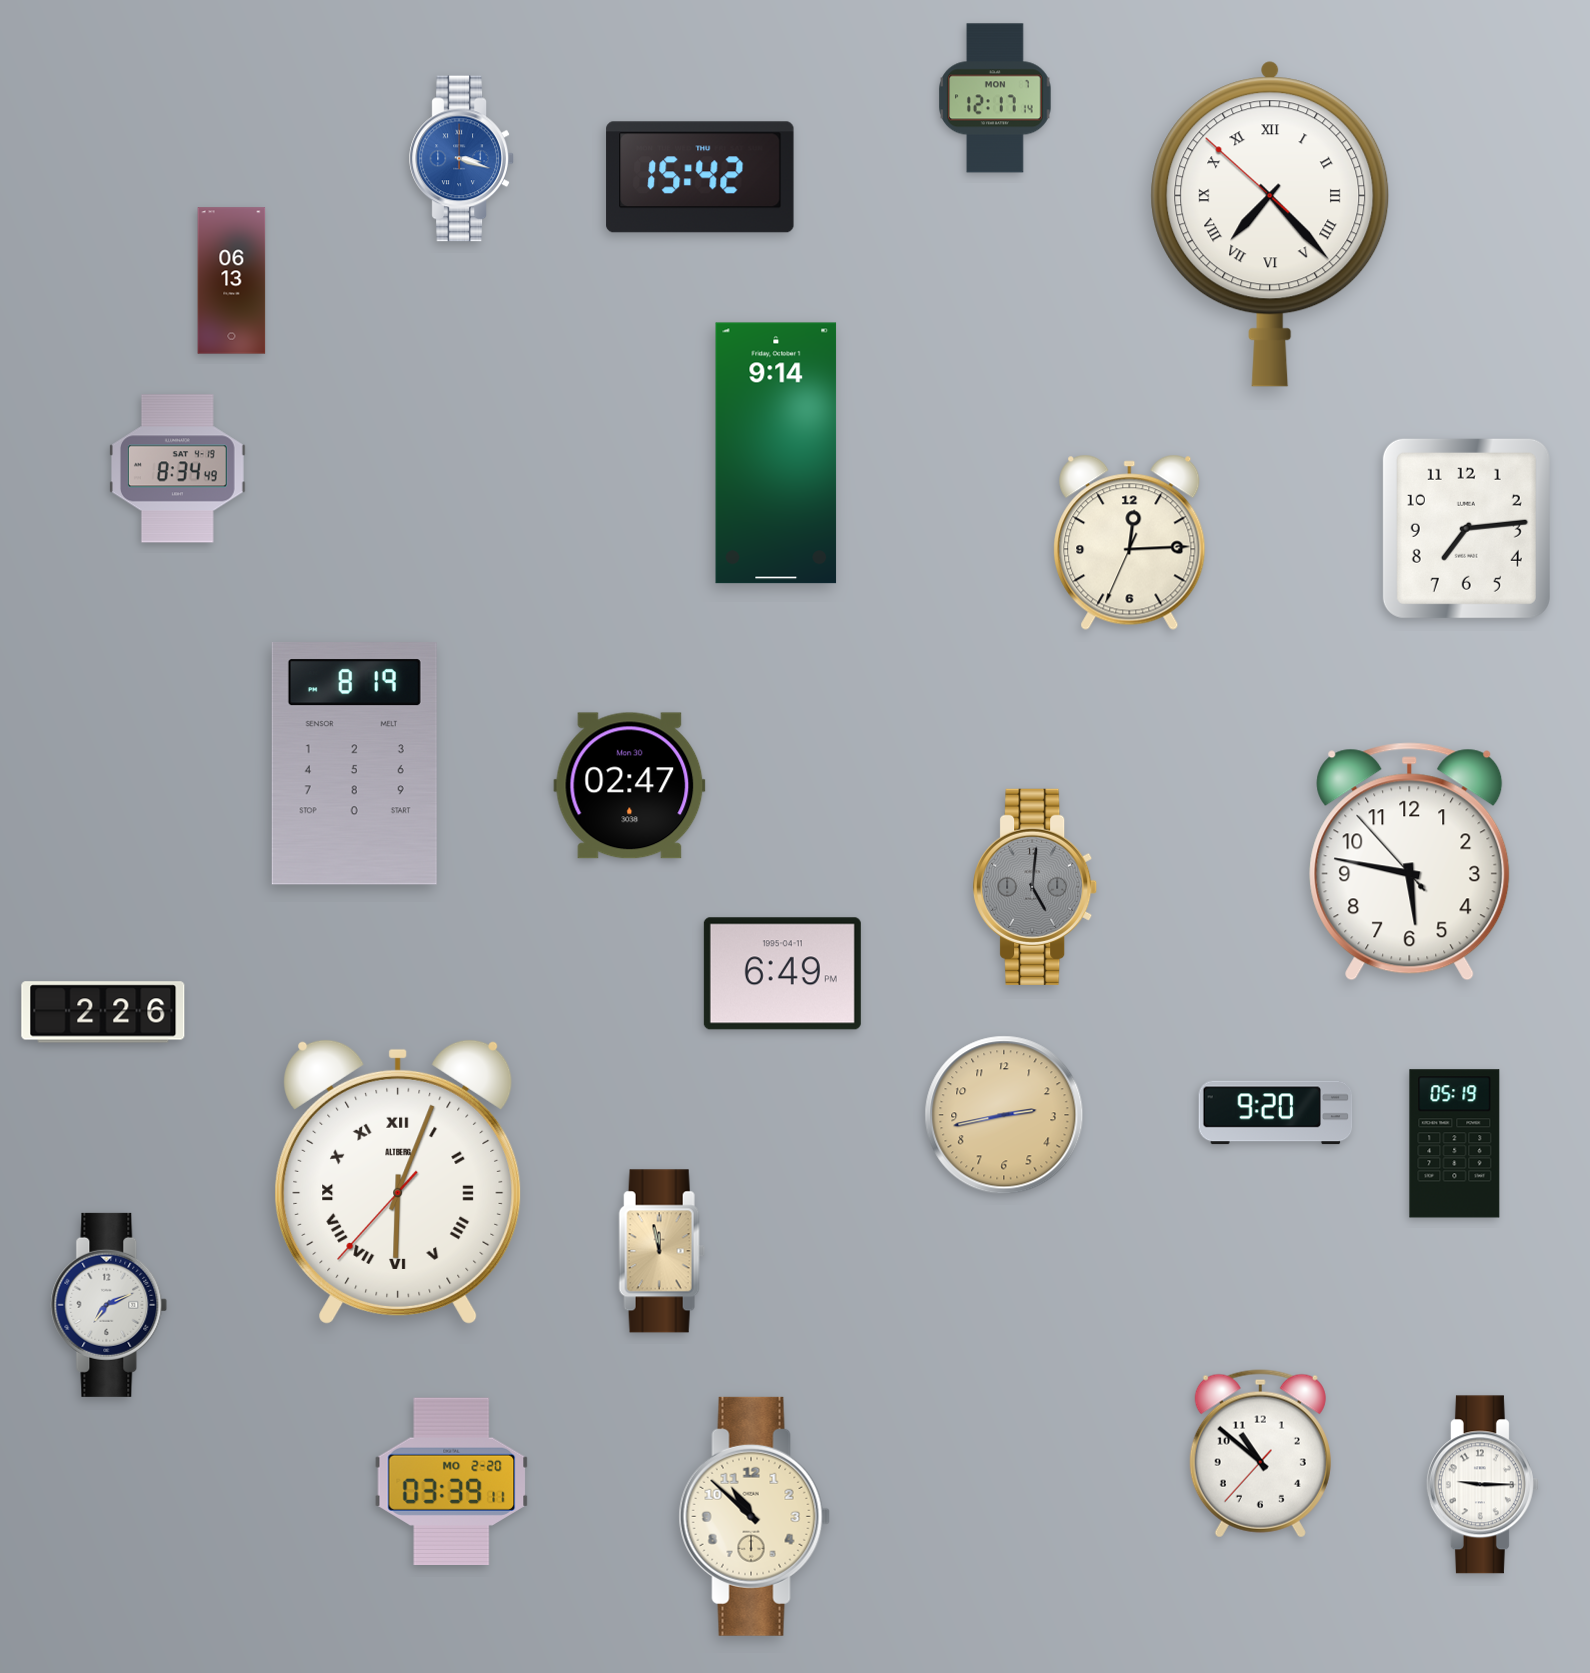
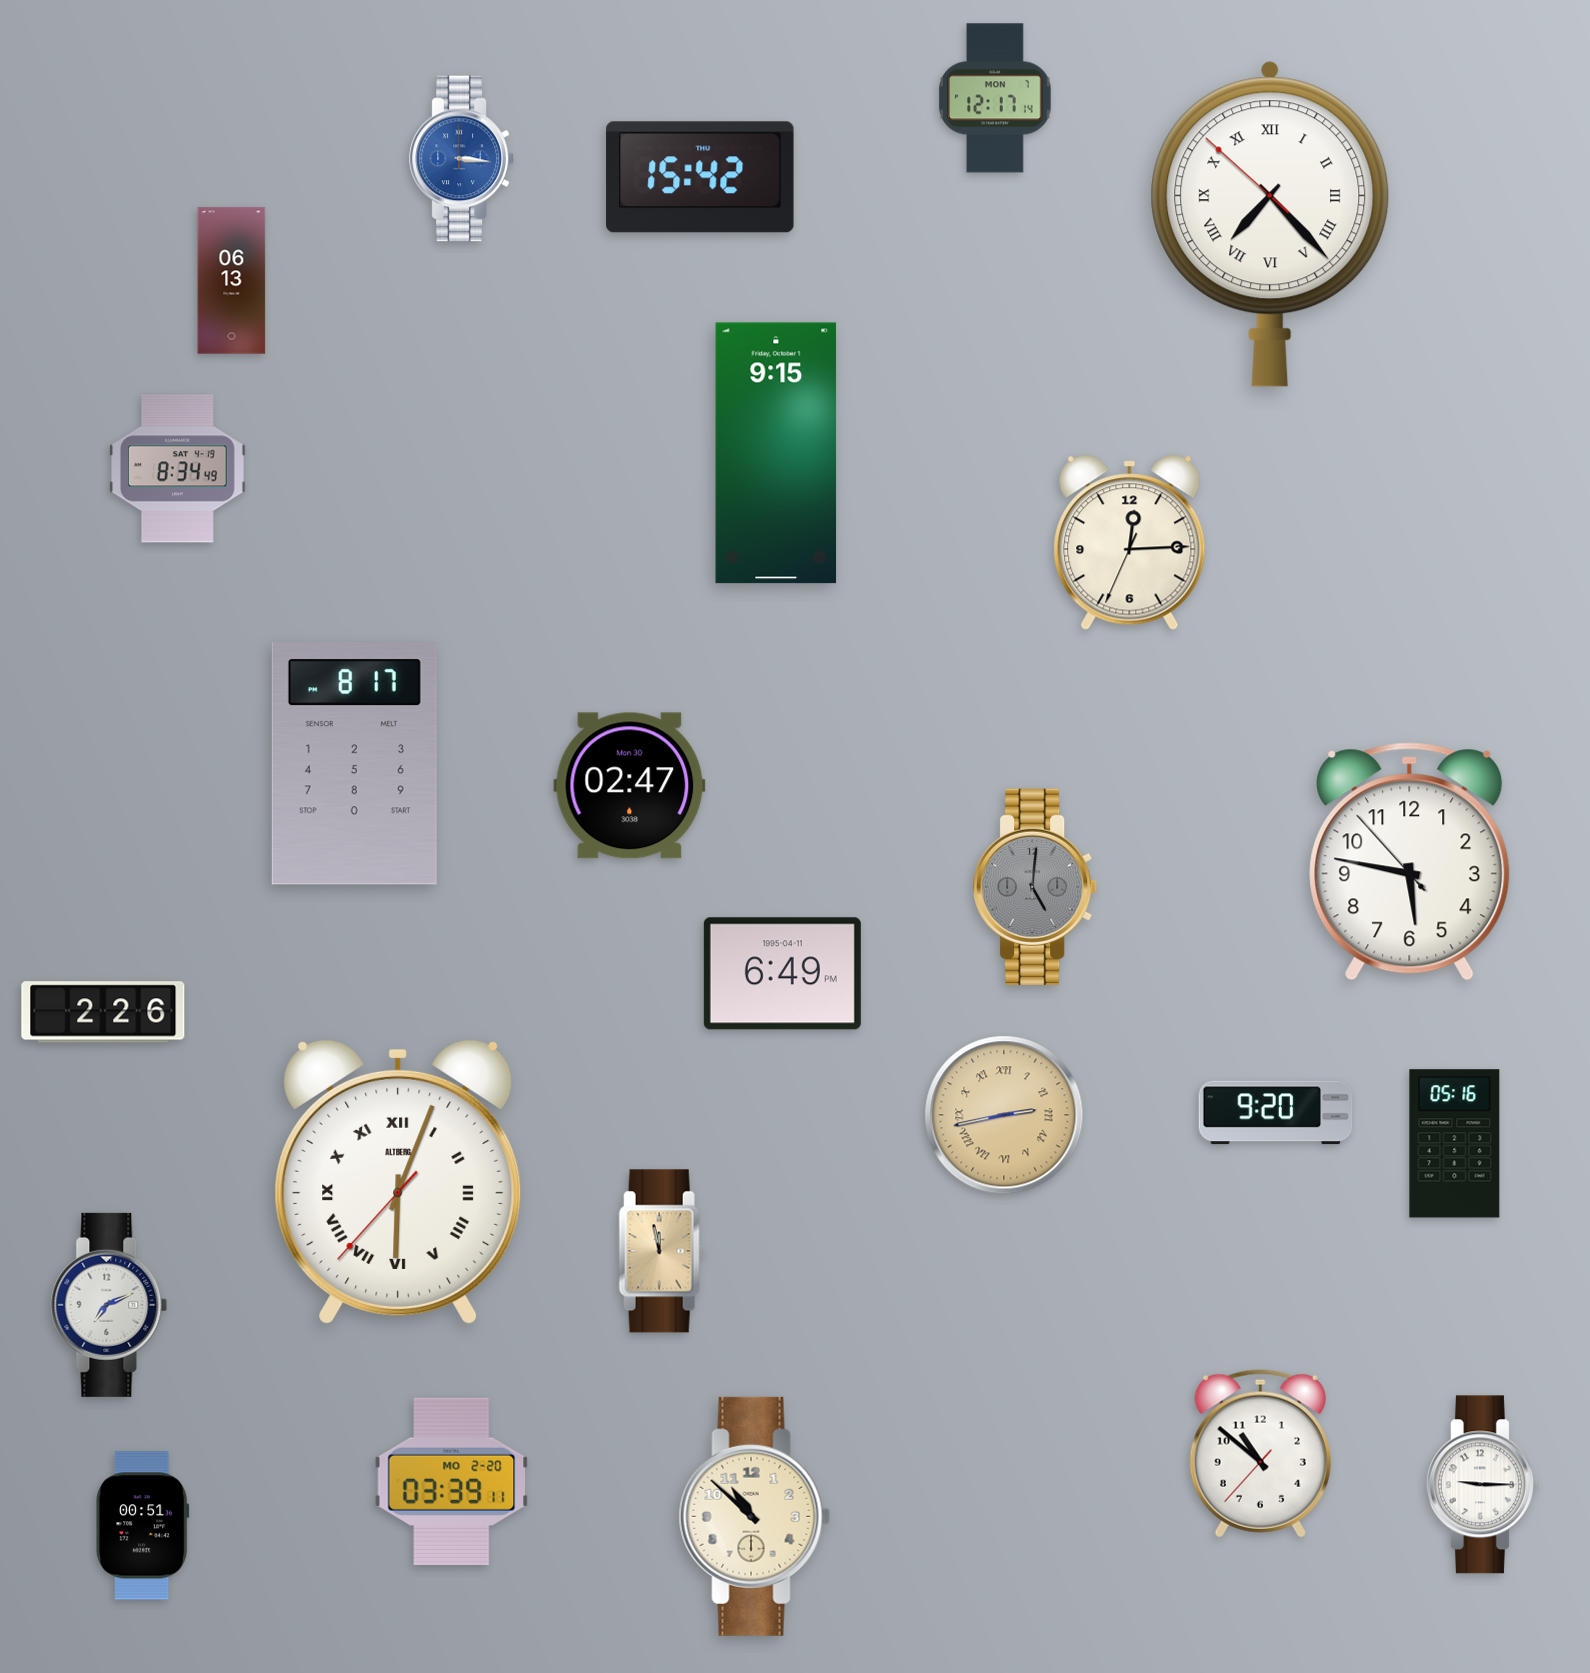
clock at (462, 159): 3:18 -> 3:16
clock at (776, 453): 9:14 -> 9:15
clock at (1466, 528): 7:14 -> none
clock at (354, 764): 8:19 -> 8:17
clock at (1004, 1115) numerals: Arabic -> Roman
clock at (1455, 1144): 05:19 -> 05:16
clock at (143, 1526): none -> 00:51
